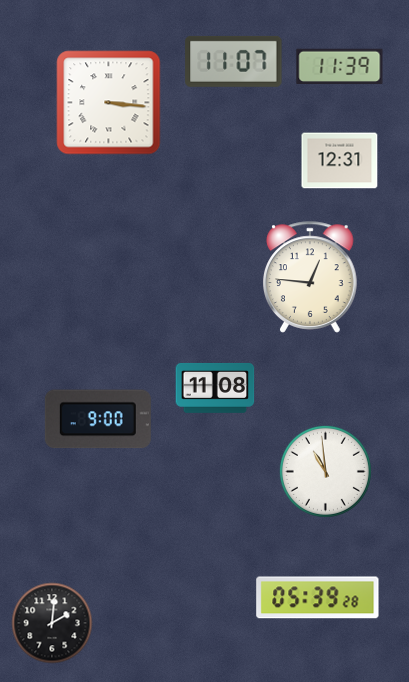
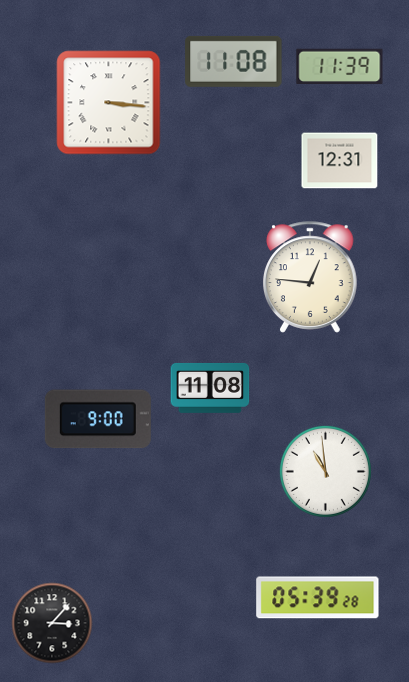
clock at (234, 61): 11:07 -> 11:08
clock at (215, 388) position: (215, 388) -> (210, 388)
clock at (52, 623): 2:01 -> 3:07
